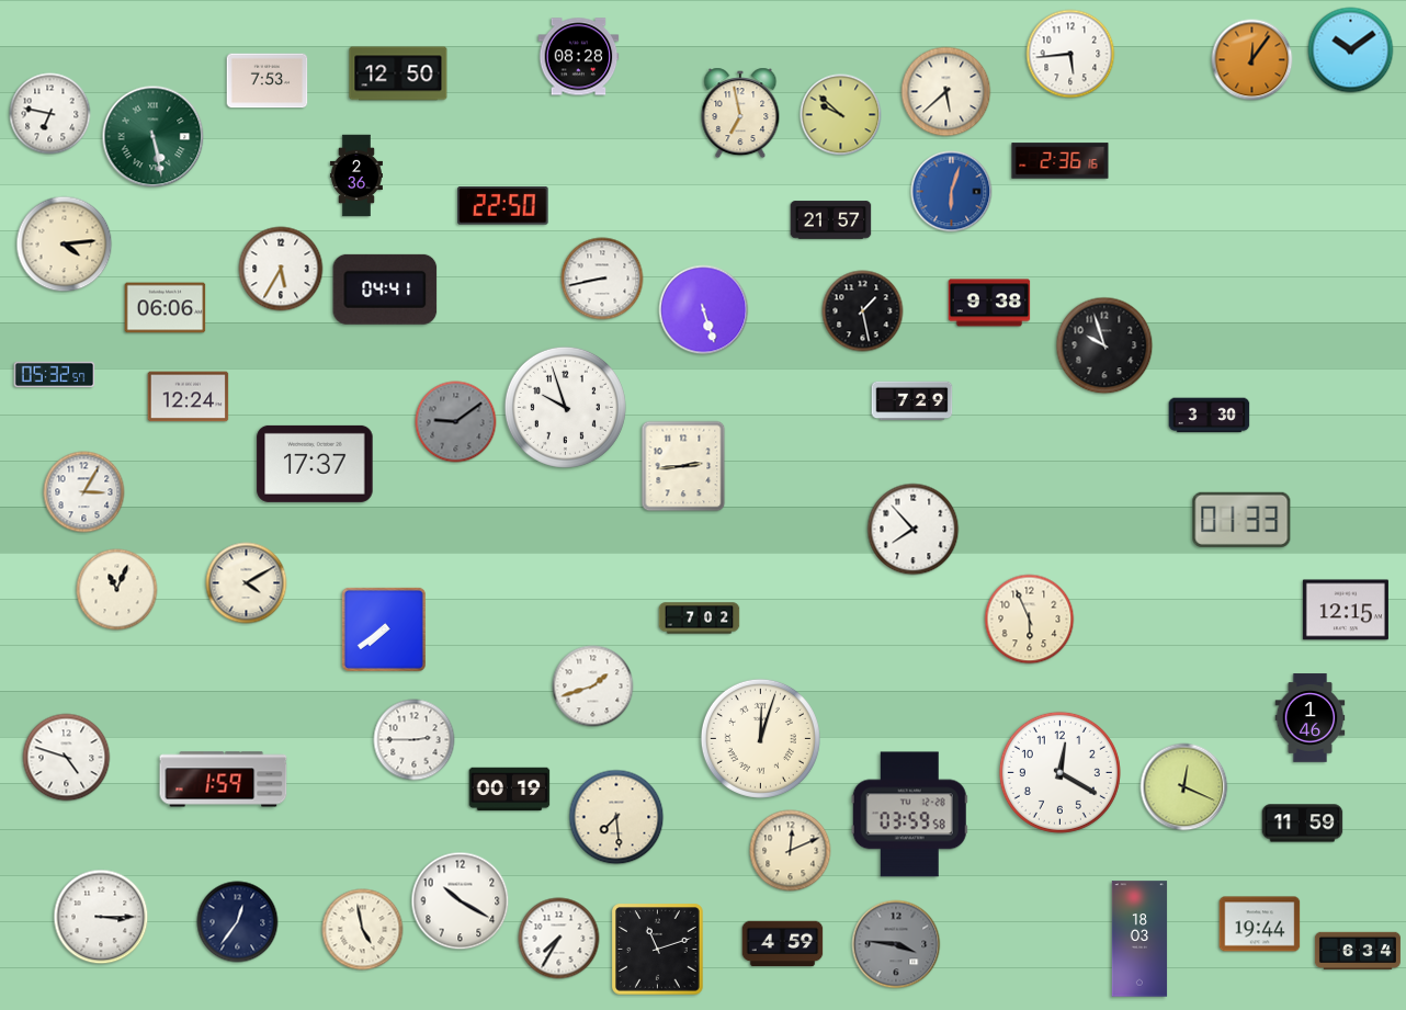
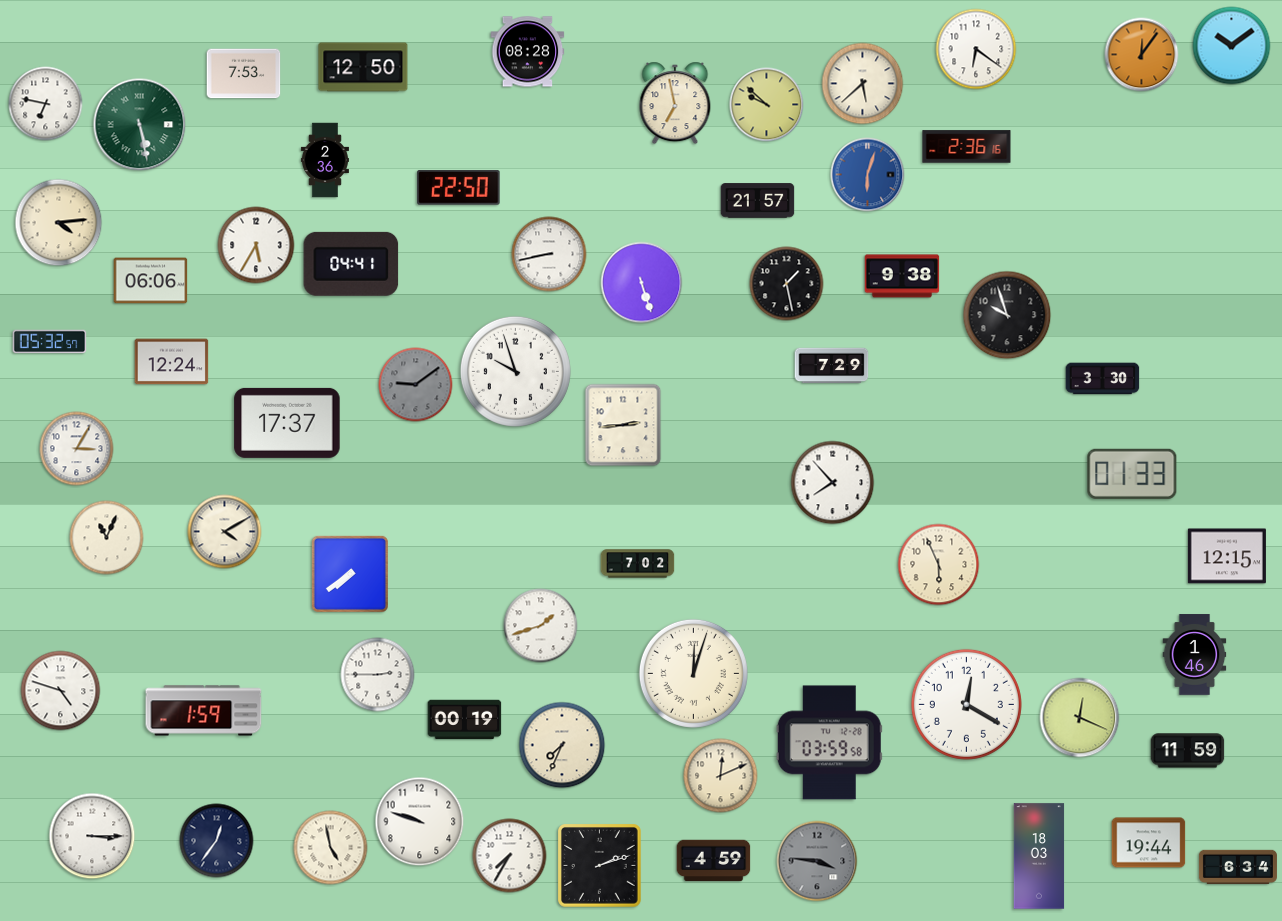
clock at (1070, 54): 5:44 -> 6:21
clock at (616, 817): 7:29 -> 7:34
clock at (461, 901): 10:20 -> 9:48
clock at (658, 950): 11:12 -> 2:12
